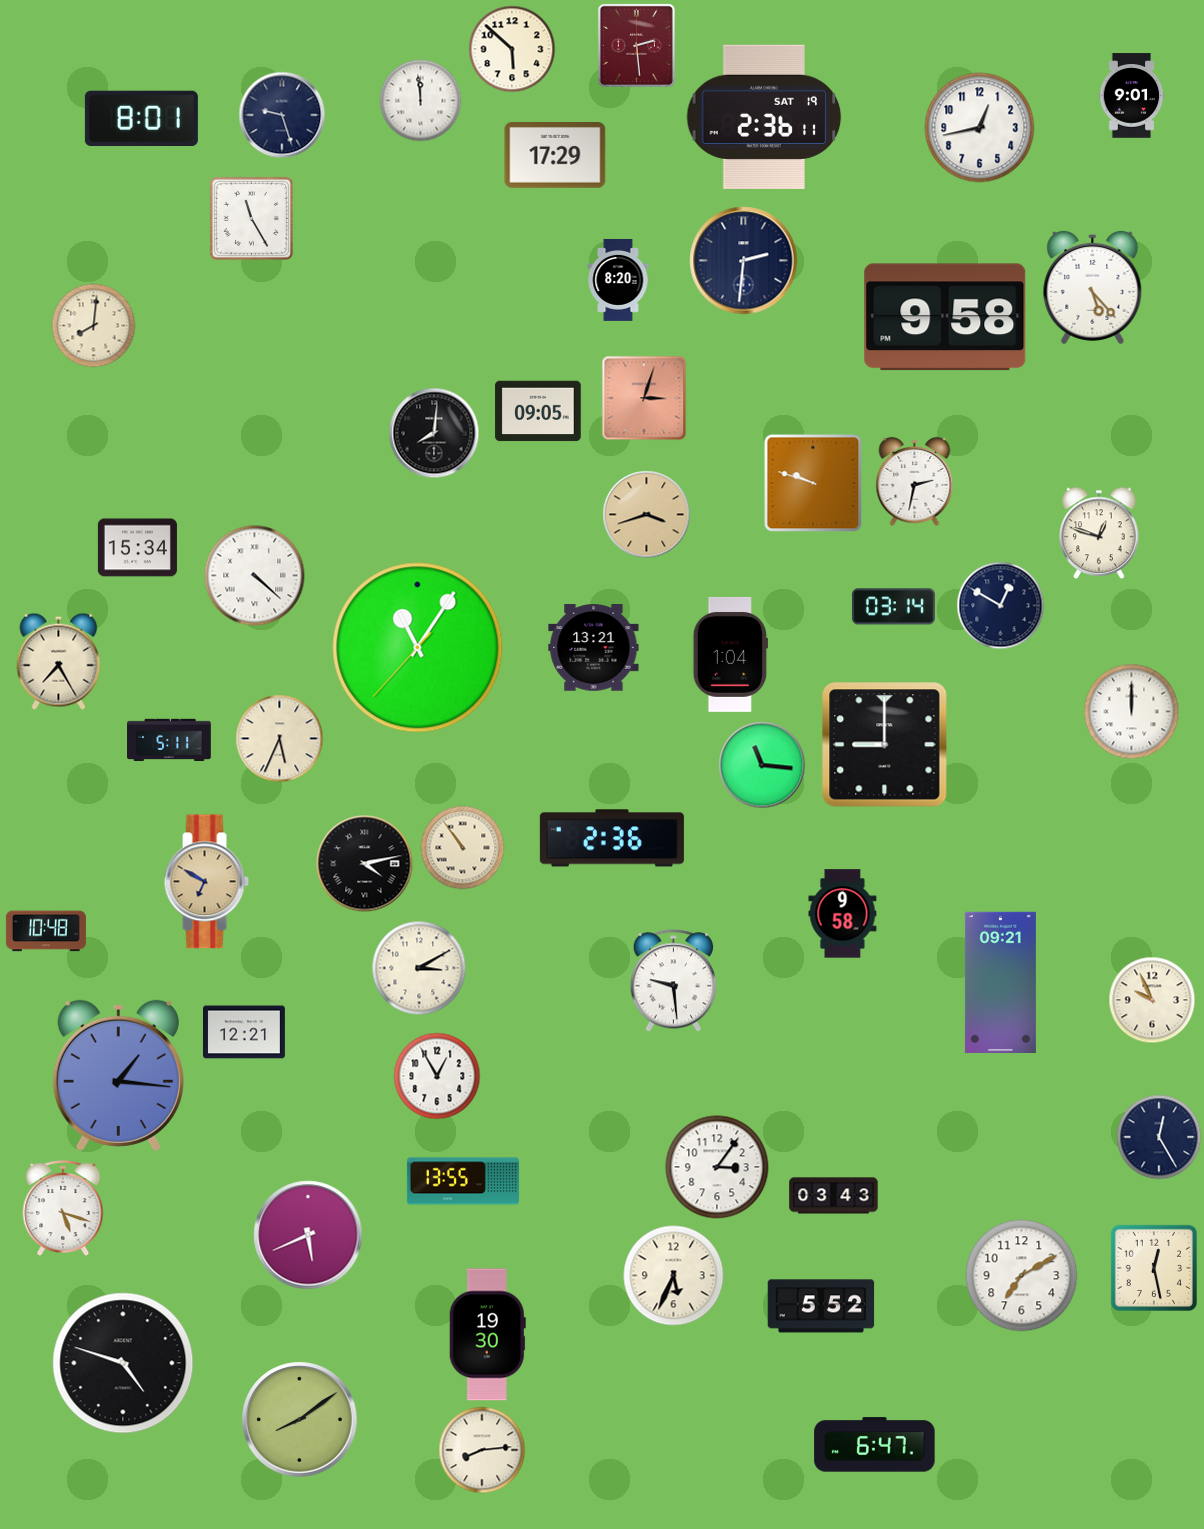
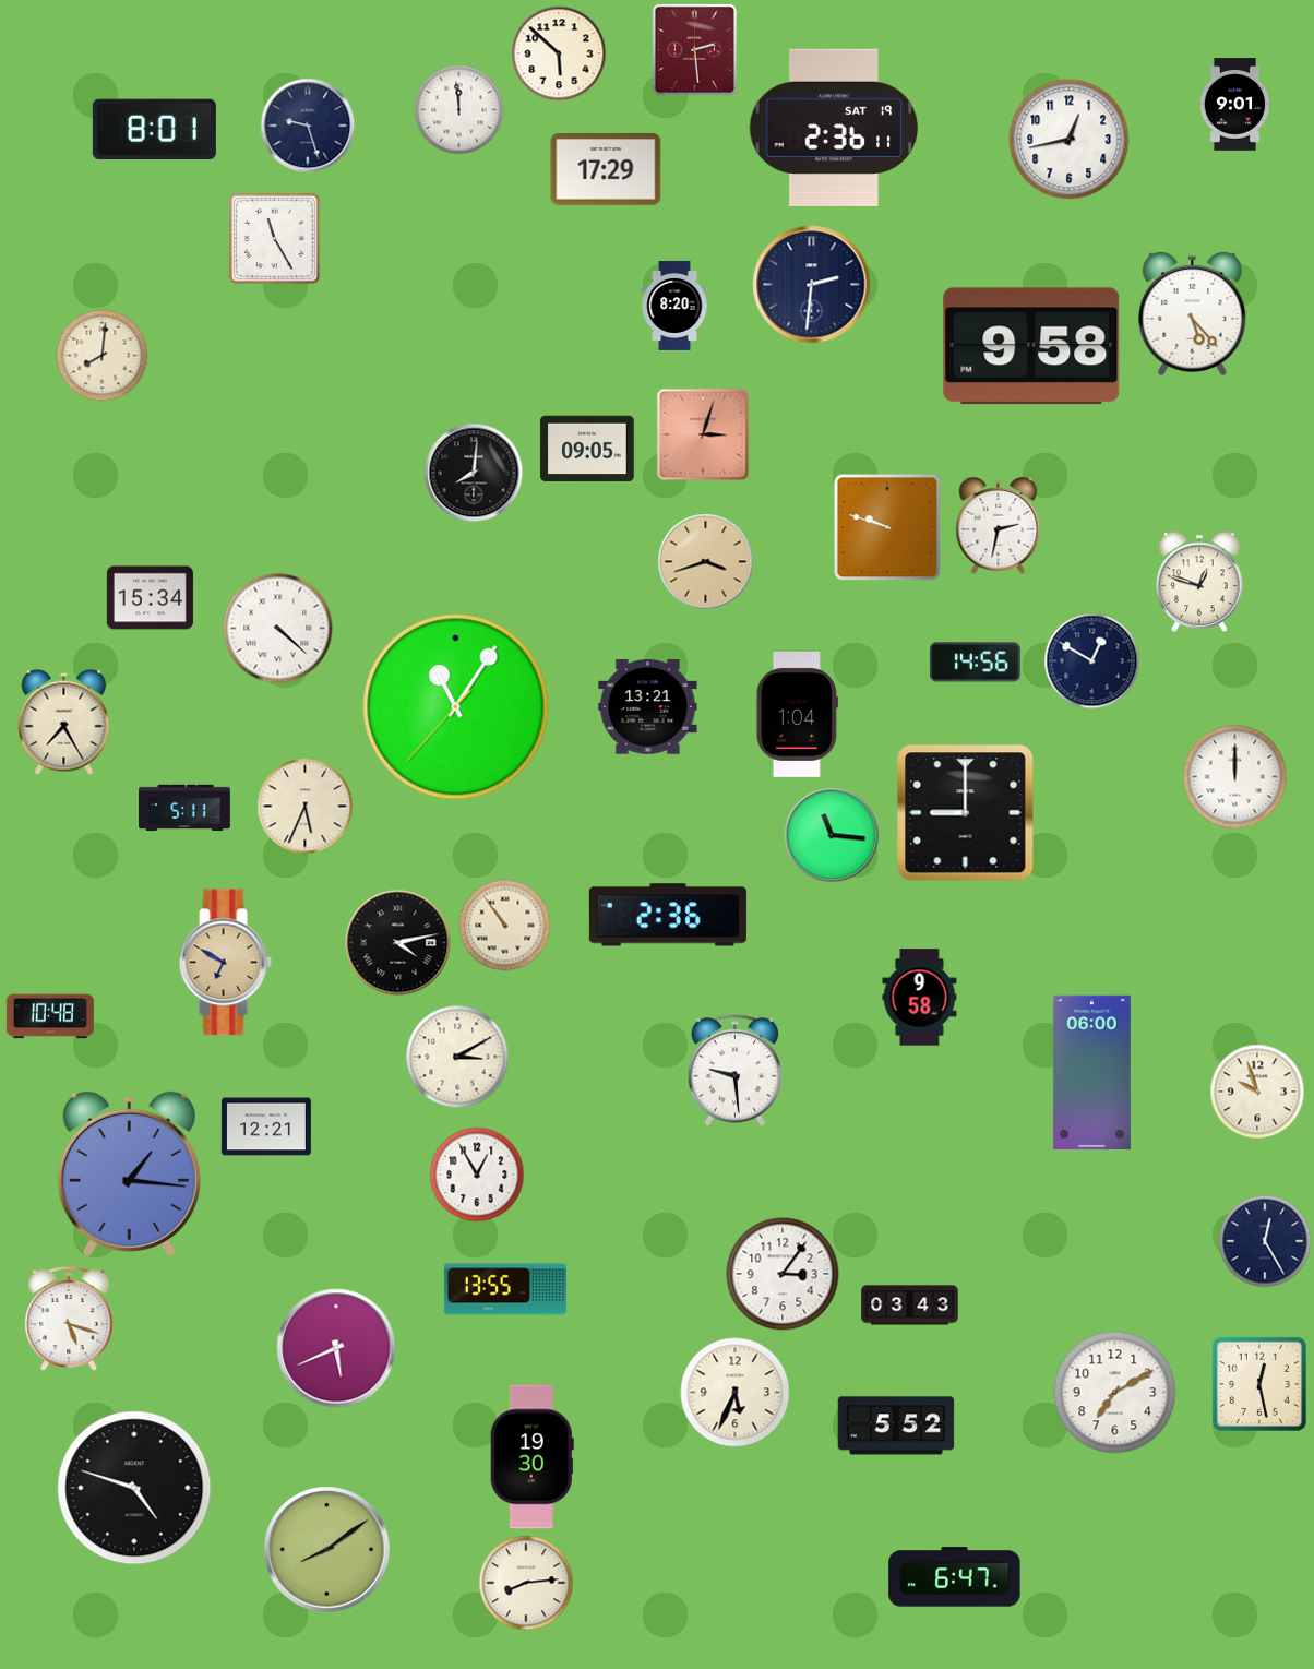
clock at (893, 607): 03:14 -> 14:56
clock at (1000, 982): 09:21 -> 06:00
clock at (1152, 1000): 9:56 -> 9:57
